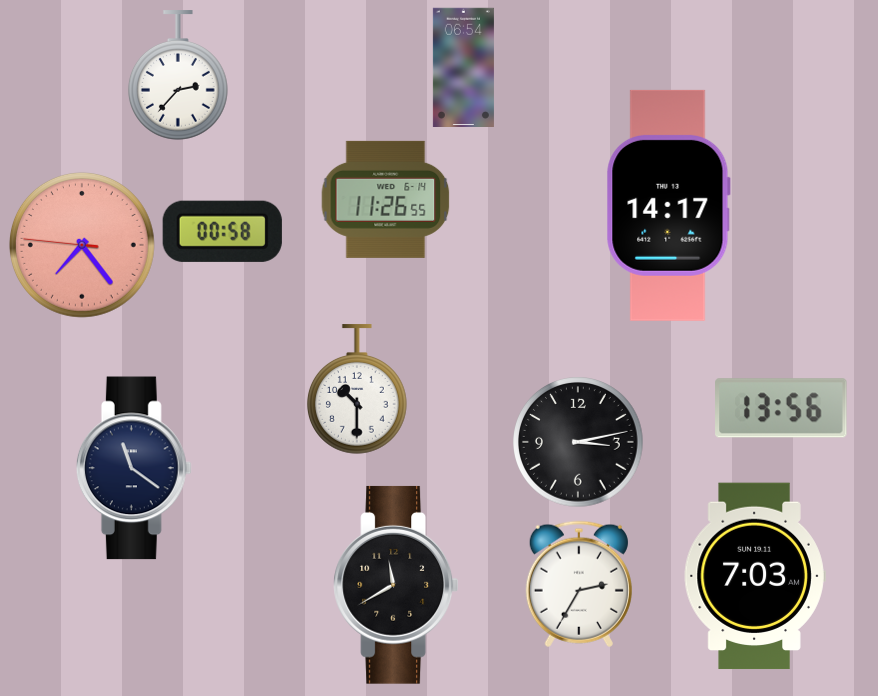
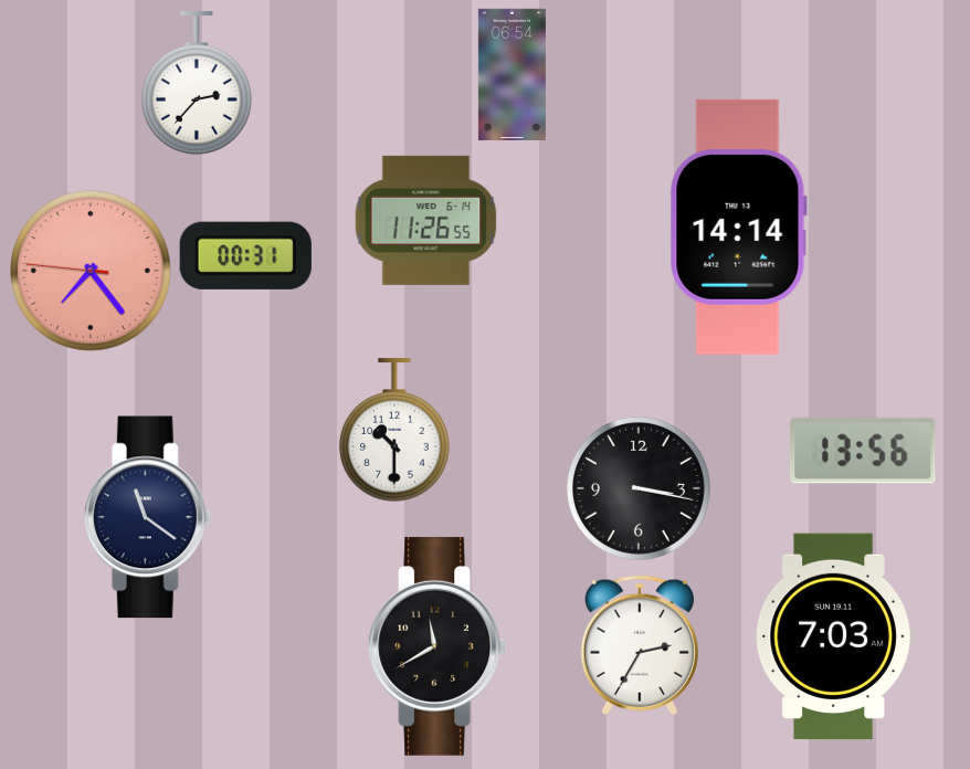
clock at (668, 205): 14:17 -> 14:14
clock at (222, 231): 00:58 -> 00:31
clock at (578, 442): 3:13 -> 3:17
